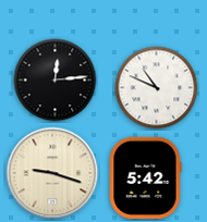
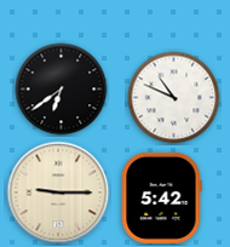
clock at (56, 81): 12:14 -> 6:39
clock at (52, 173): 9:18 -> 9:15
